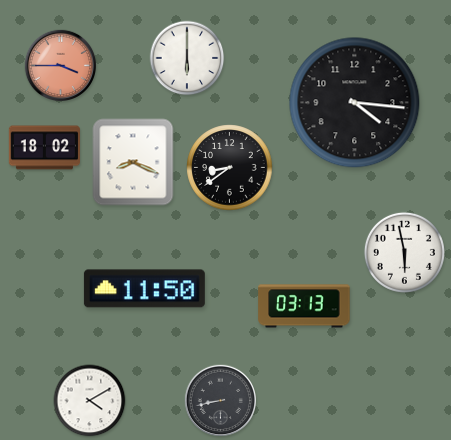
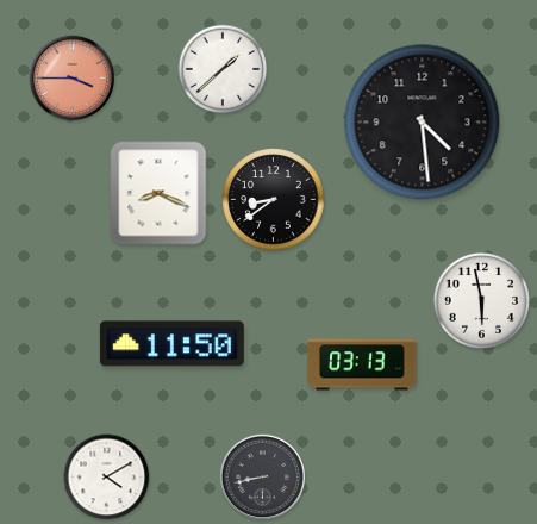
clock at (187, 58): 6:00 -> 1:38
clock at (355, 103): 4:16 -> 4:29
clock at (44, 148): 18:02 -> none
